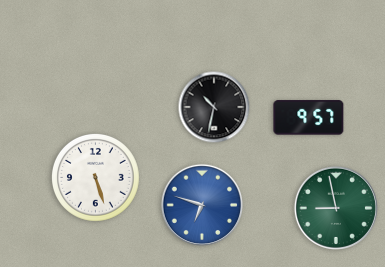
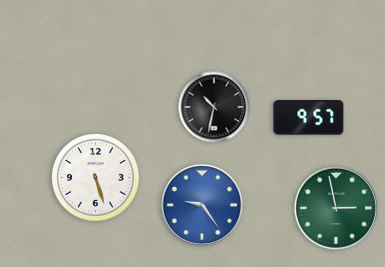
clock at (201, 204): 6:48 -> 9:24
clock at (336, 208): 8:58 -> 2:58
